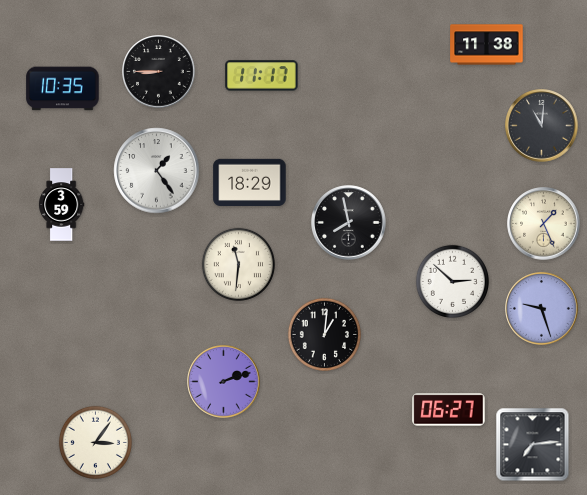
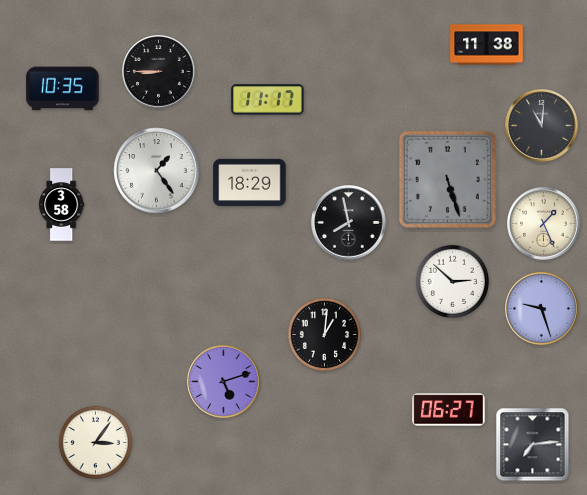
clock at (262, 76) position: (262, 76) -> (268, 100)
clock at (447, 179): none -> 5:27
clock at (62, 205): 3:59 -> 3:58
clock at (238, 264): 11:31 -> none
clock at (224, 382): 2:12 -> 5:12
